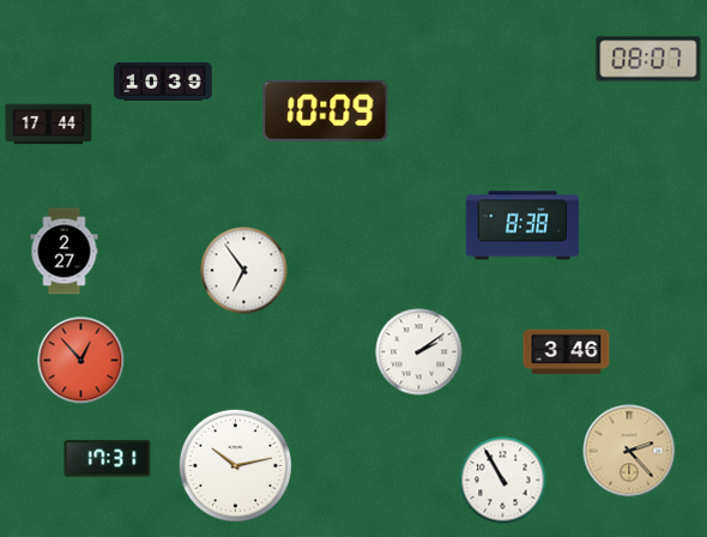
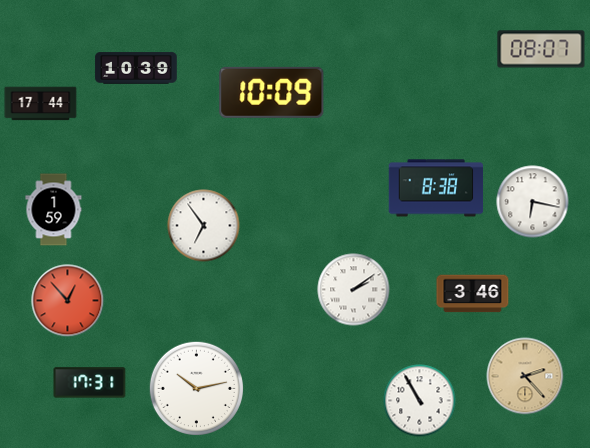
clock at (533, 202): none -> 6:17
clock at (65, 252): 2:27 -> 1:59
clock at (419, 352) position: (419, 352) -> (354, 290)
